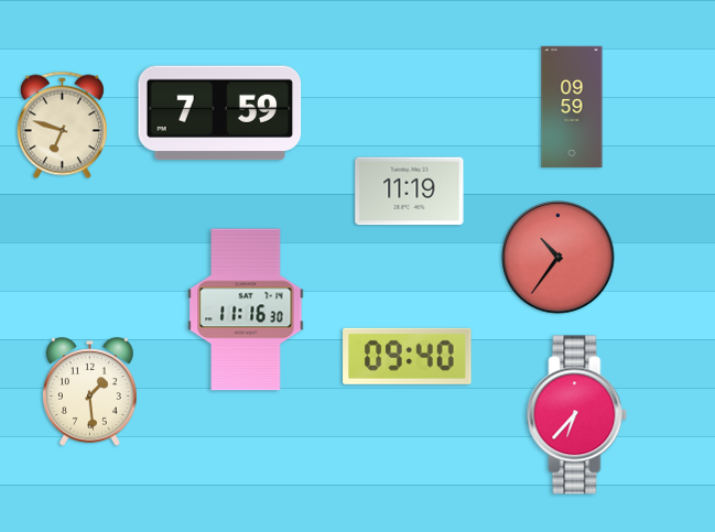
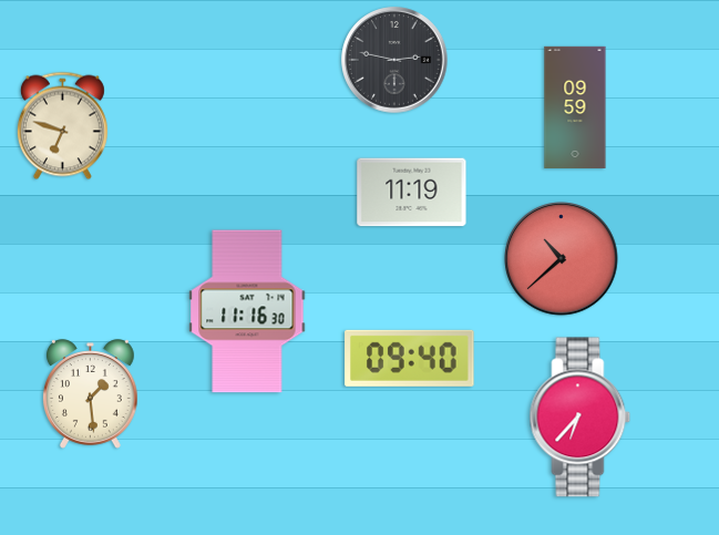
clock at (394, 60): none -> 2:47
clock at (220, 113): 7:59 -> none
clock at (559, 258): 10:36 -> 10:38
